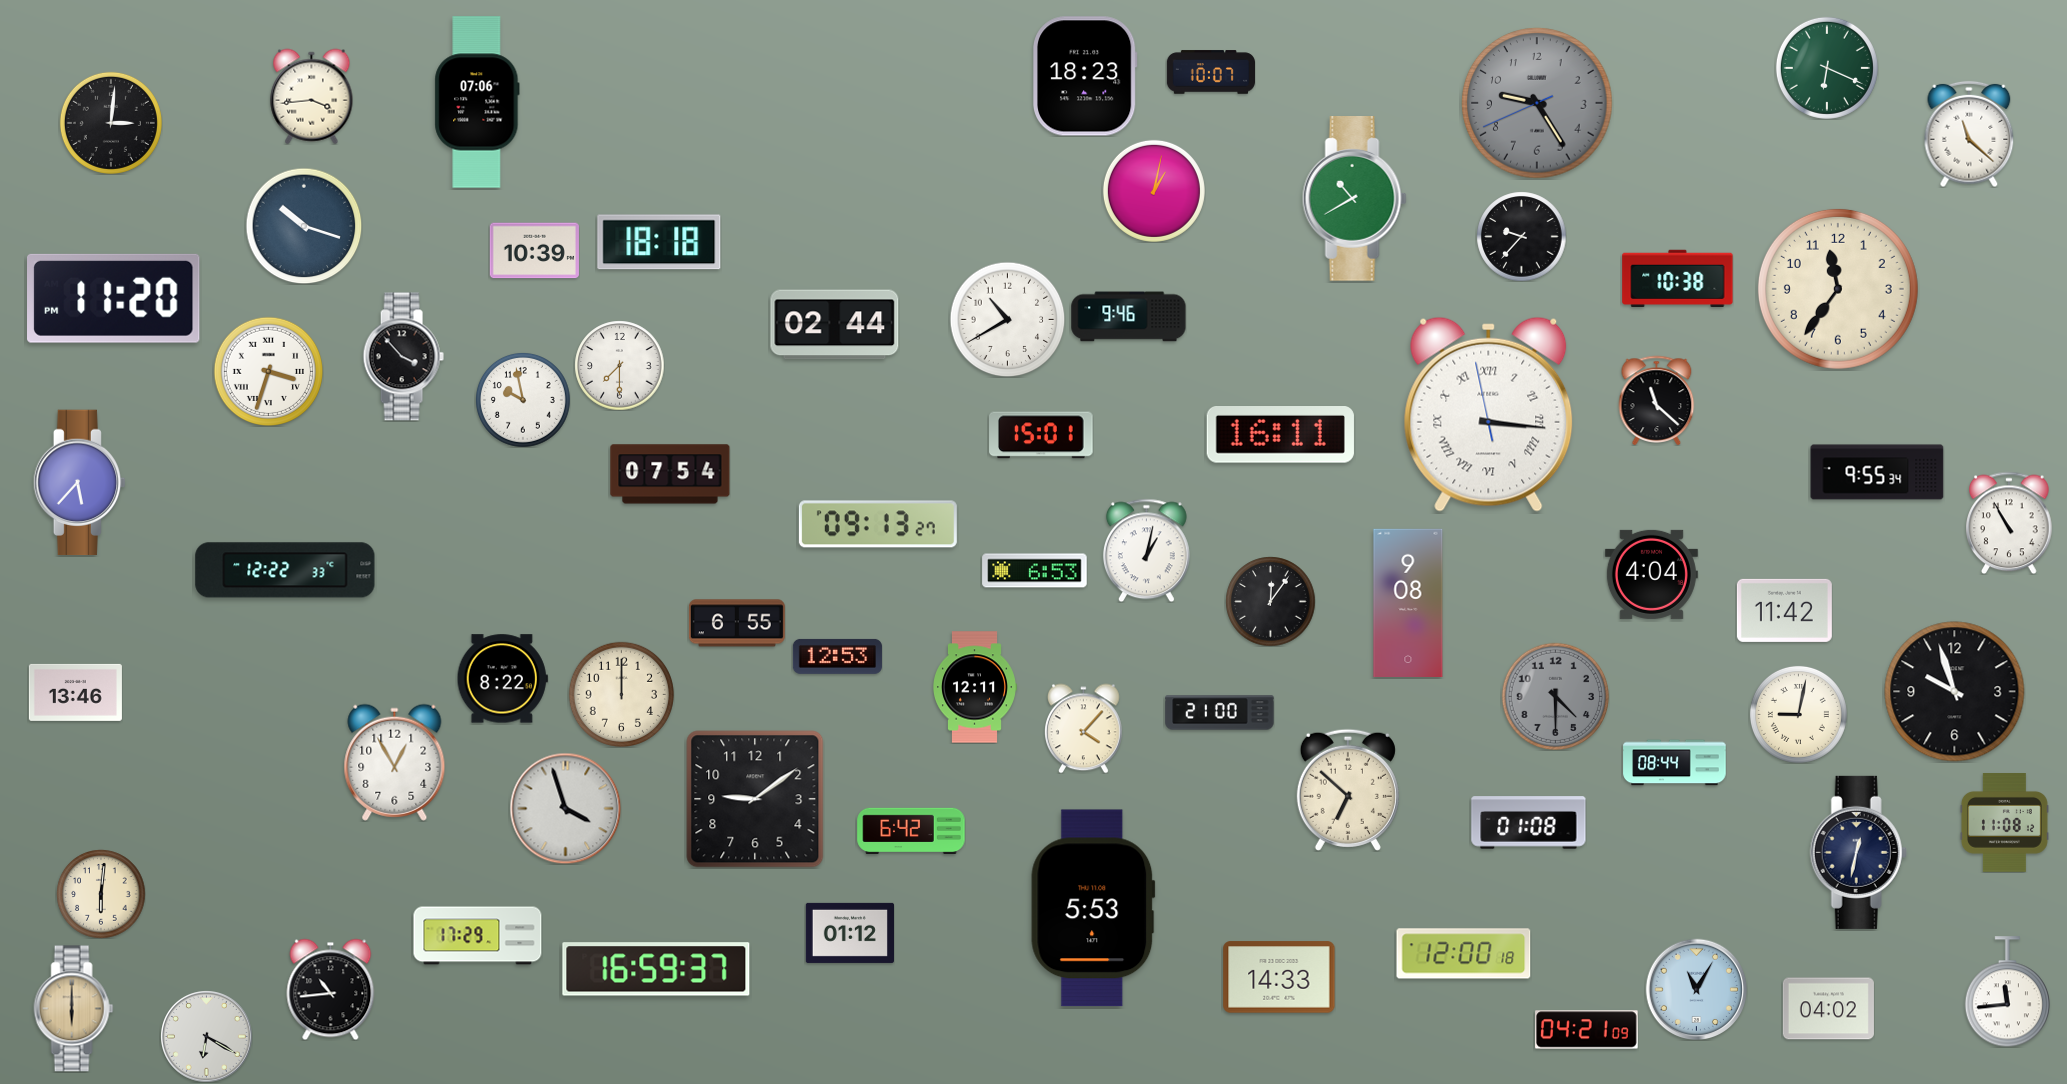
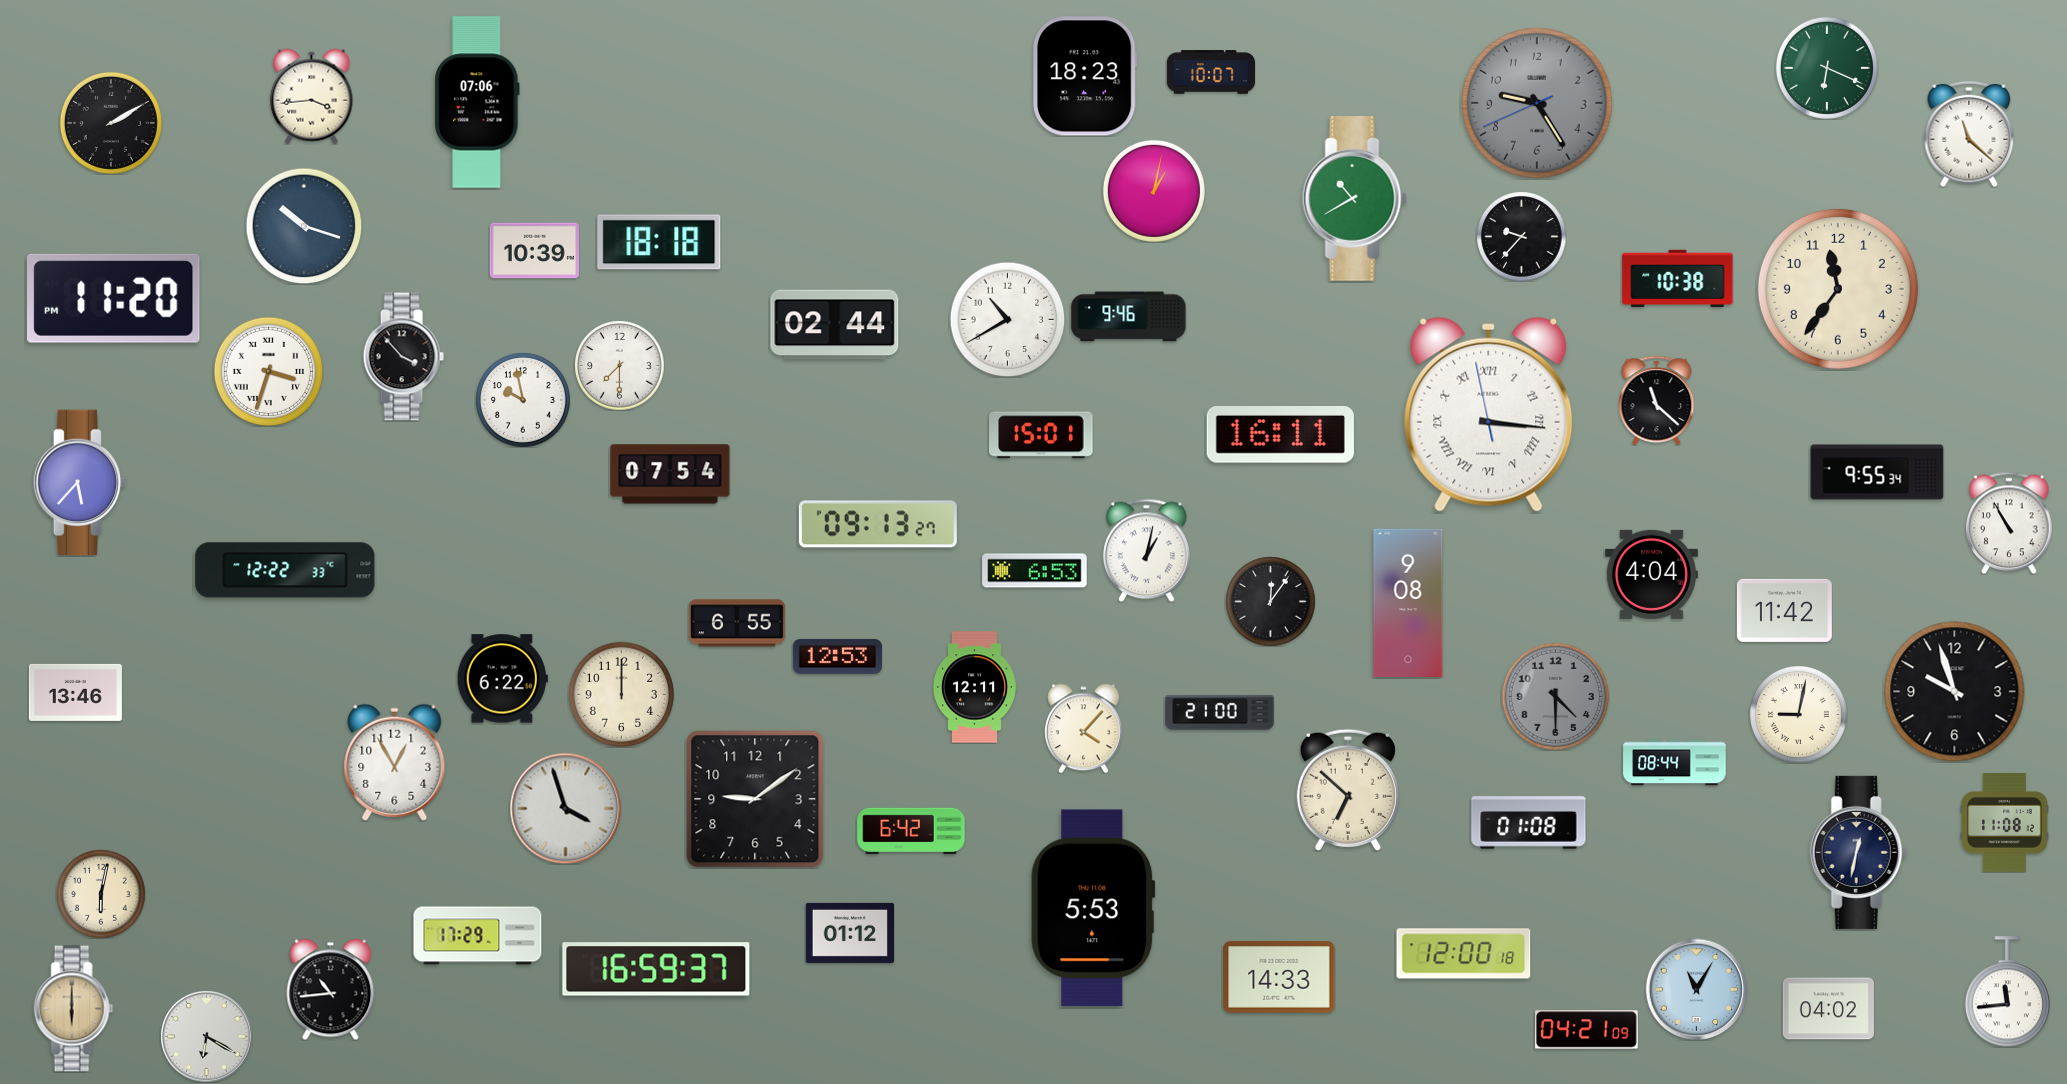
clock at (111, 123): 3:01 -> 2:10
clock at (502, 679): 8:22 -> 6:22
clock at (101, 894): 6:01 -> 6:02
